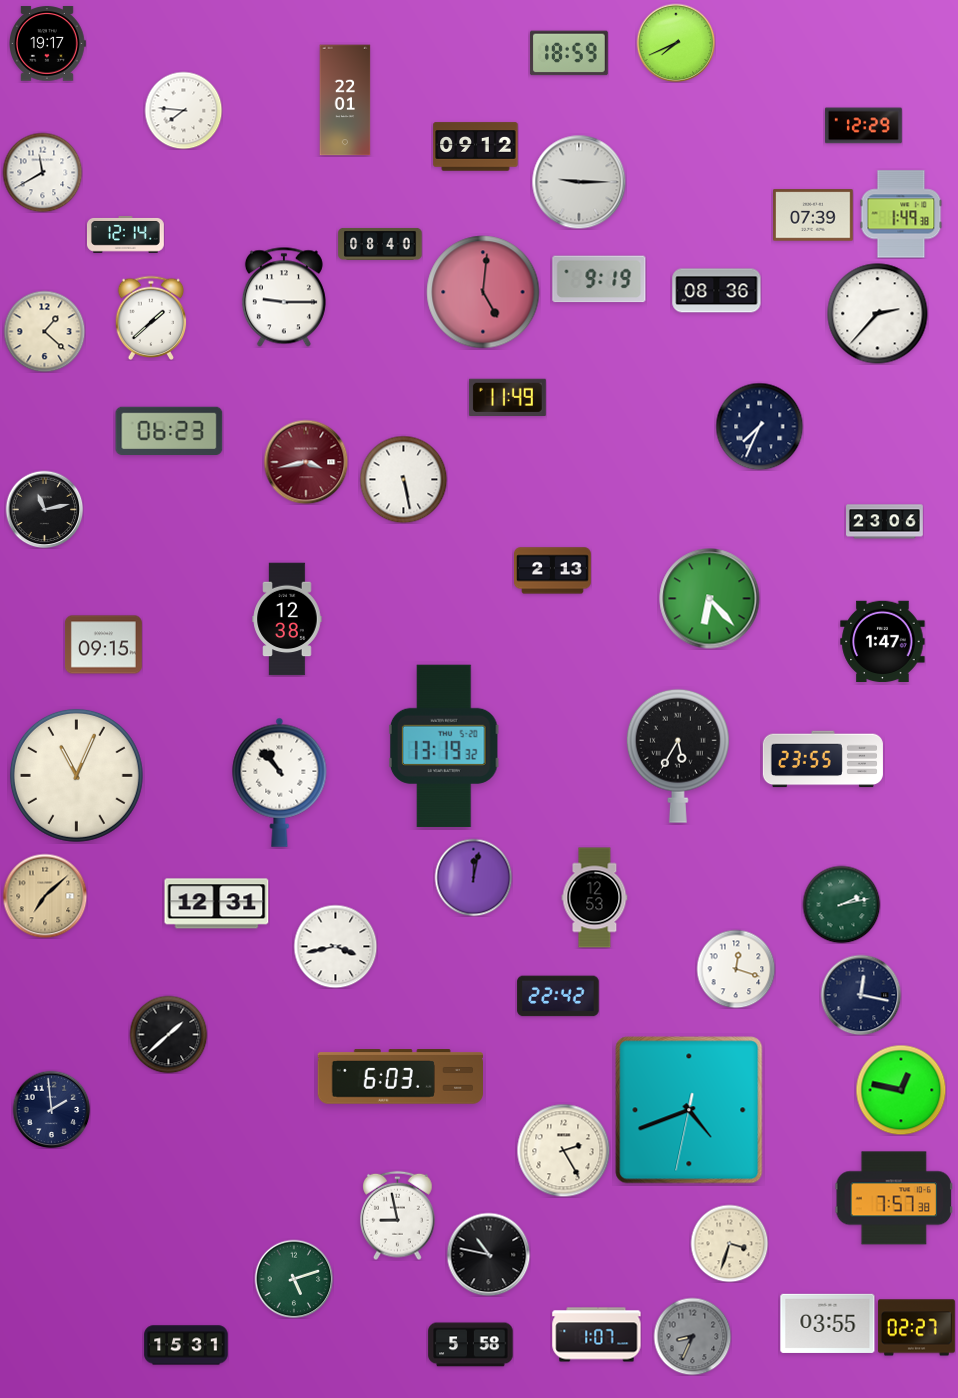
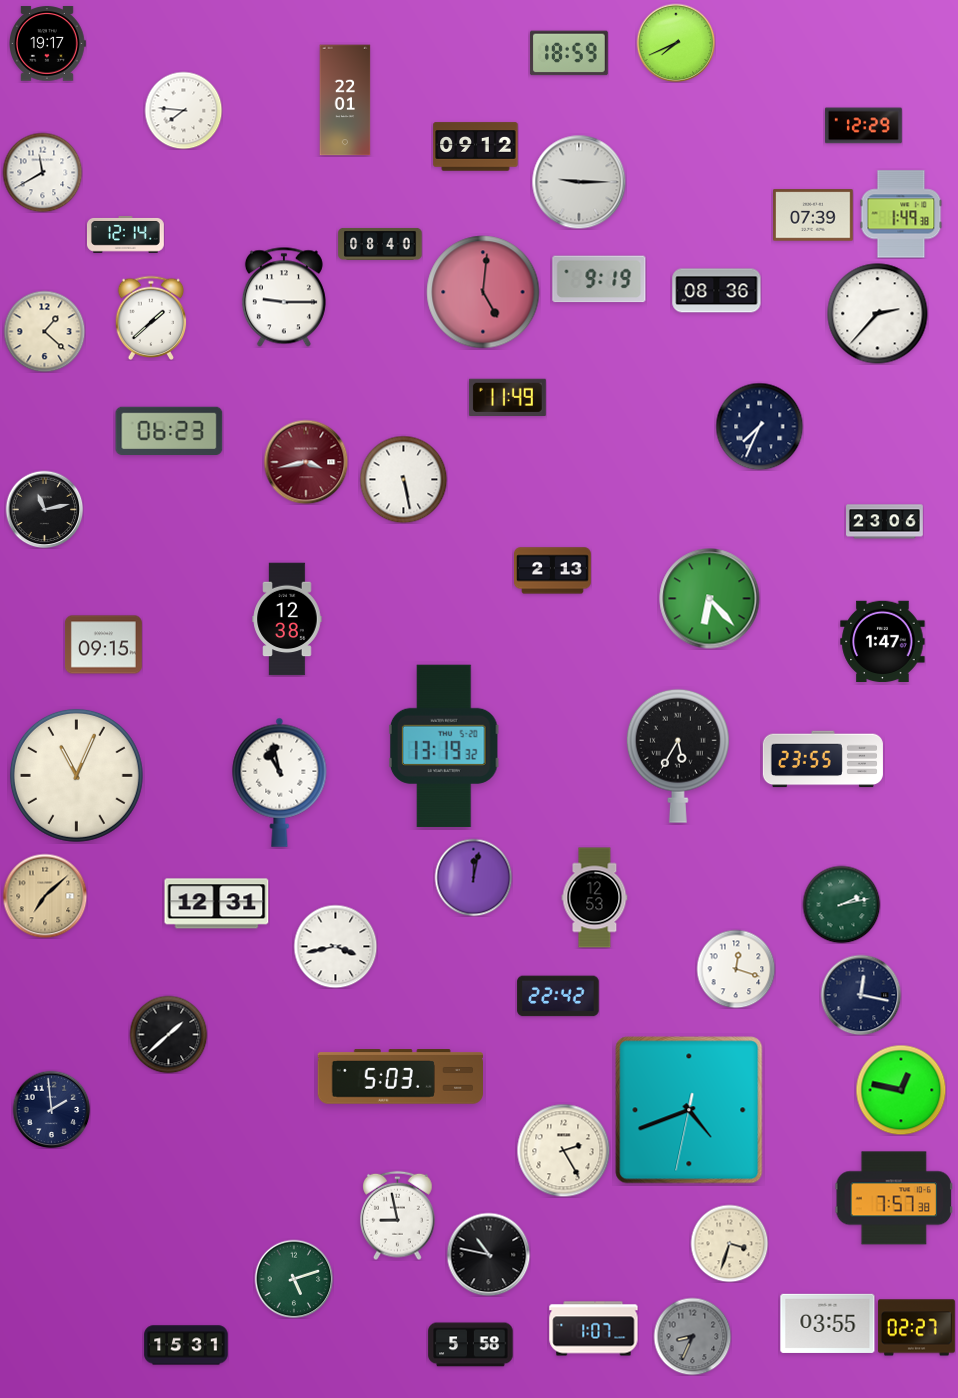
clock at (280, 782): 10:53 -> 10:58
clock at (400, 1077): 6:03 -> 5:03
clock at (597, 1335) position: (597, 1335) -> (594, 1329)
